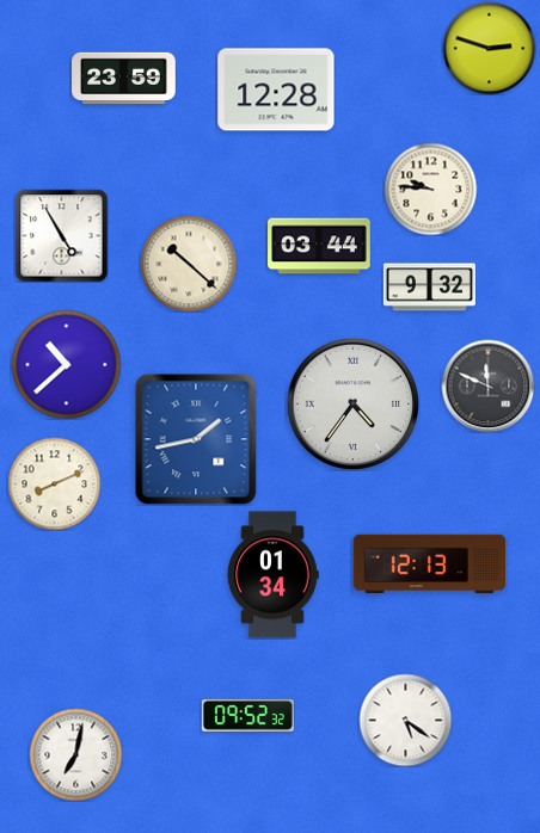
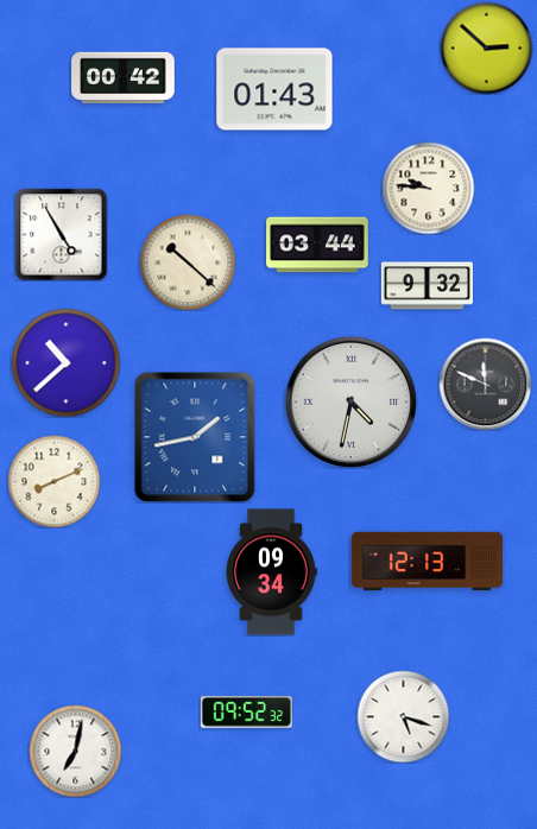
clock at (489, 48): 2:48 -> 2:52
clock at (124, 79): 23:59 -> 00:42
clock at (276, 90): 12:28 -> 01:43
clock at (352, 403): 4:36 -> 4:32
clock at (272, 575): 01:34 -> 09:34
clock at (405, 720): 5:21 -> 5:18
